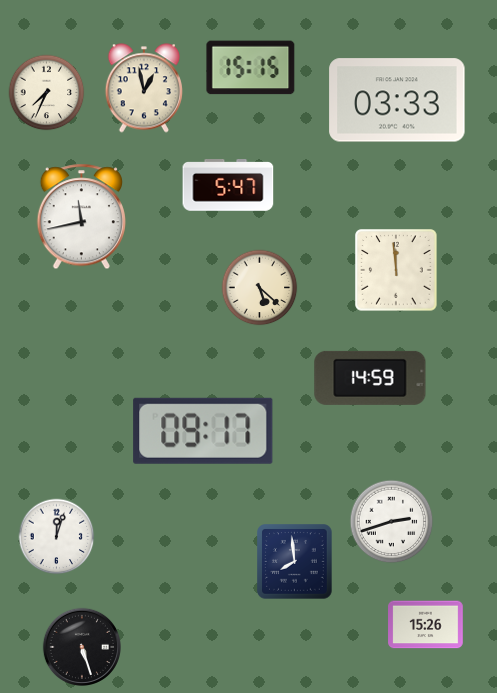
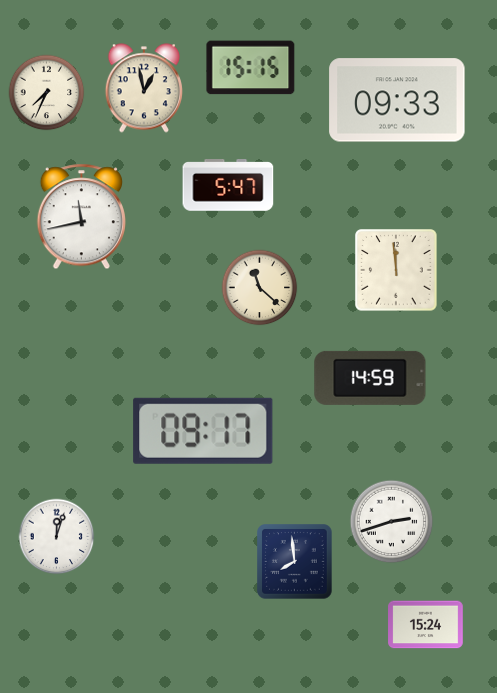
clock at (397, 100): 03:33 -> 09:33
clock at (260, 288): 5:22 -> 11:22
clock at (426, 625): 15:26 -> 15:24
clock at (81, 646): 5:27 -> none
